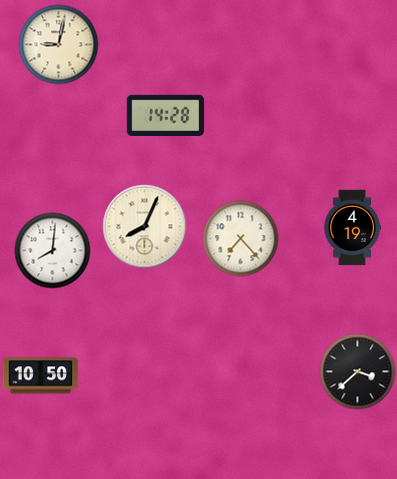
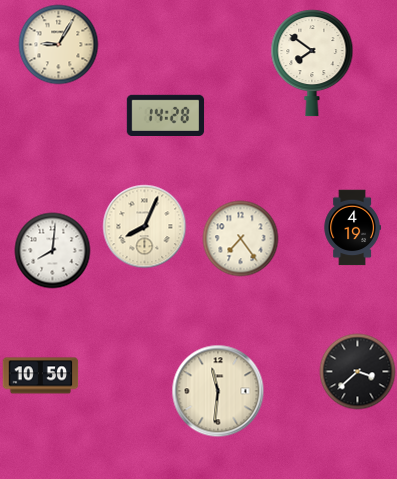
clock at (59, 45): 9:02 -> 9:05
clock at (312, 63): none -> 7:51
clock at (241, 239): 7:23 -> 7:24
clock at (218, 391): none -> 11:31
